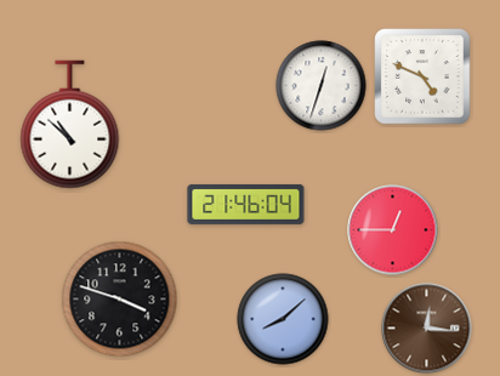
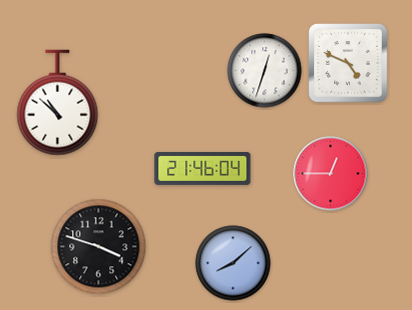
clock at (393, 230) position: (393, 230) -> (331, 174)
clock at (427, 329): 12:16 -> none
